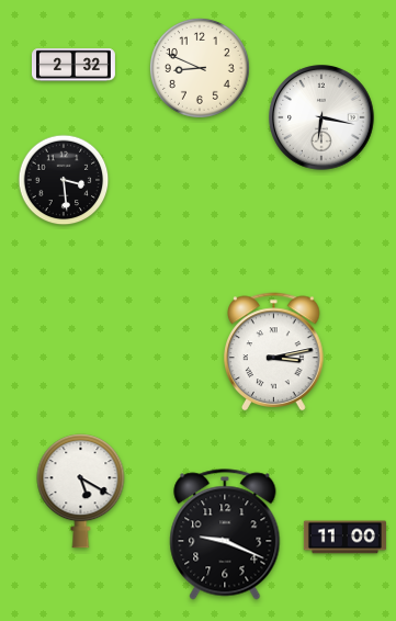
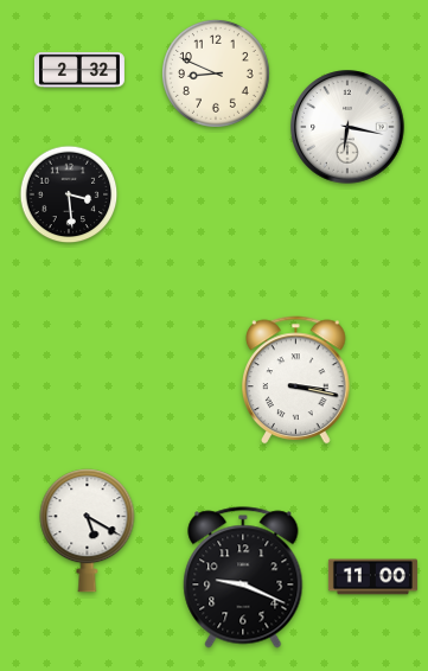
clock at (274, 351): 3:13 -> 3:17
clock at (344, 538) position: (344, 538) -> (372, 577)
